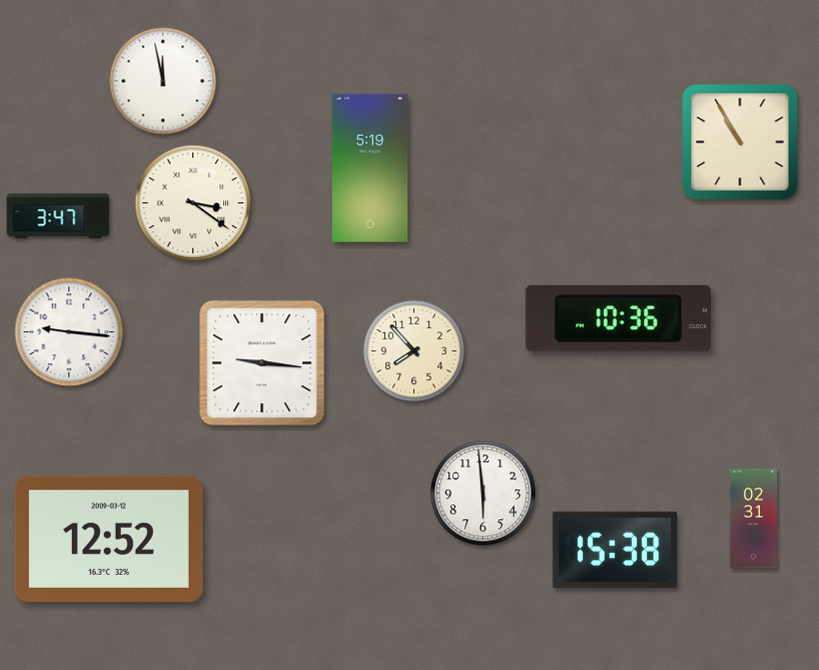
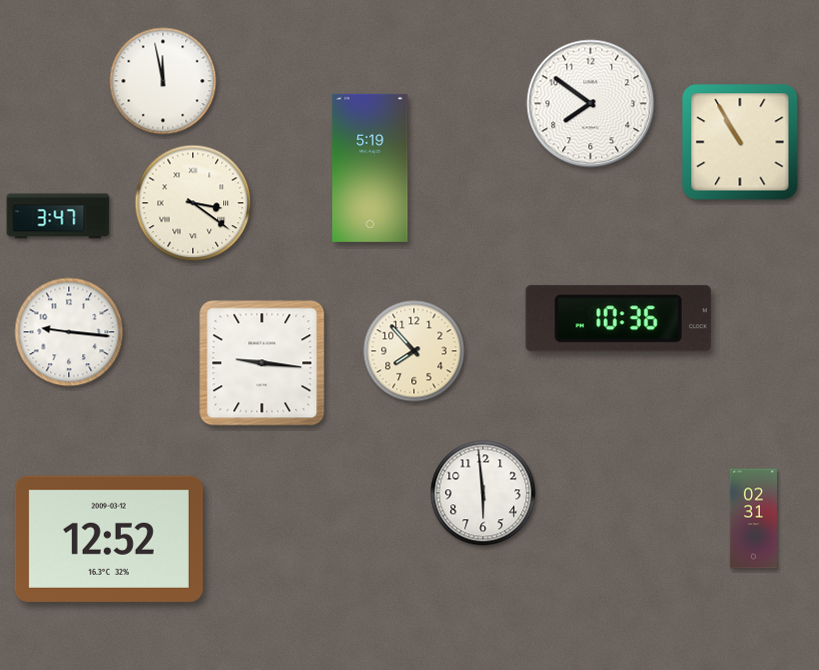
clock at (591, 104): none -> 7:51
clock at (615, 550): 15:38 -> none
